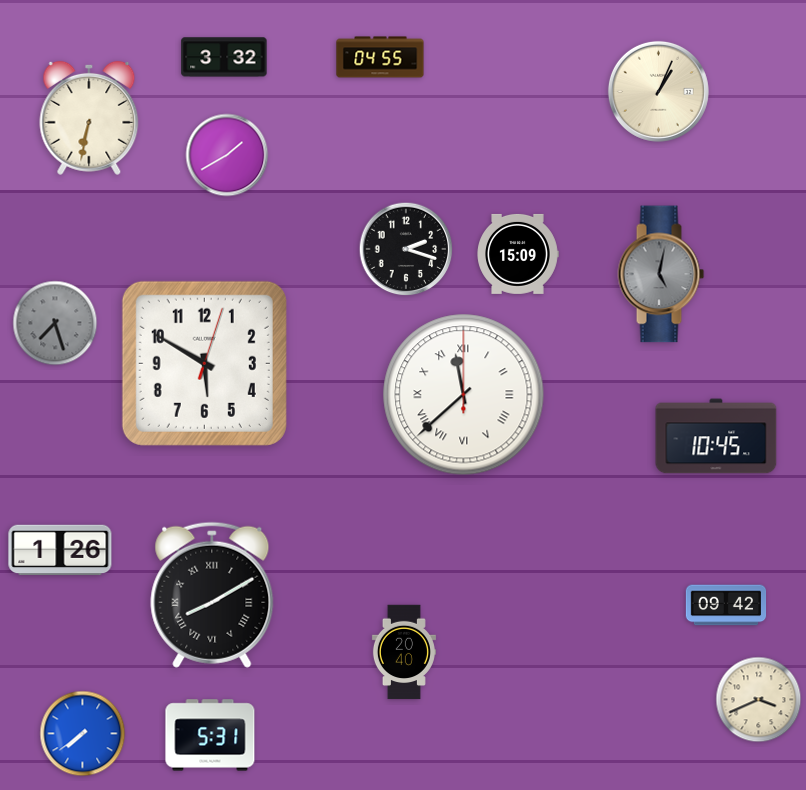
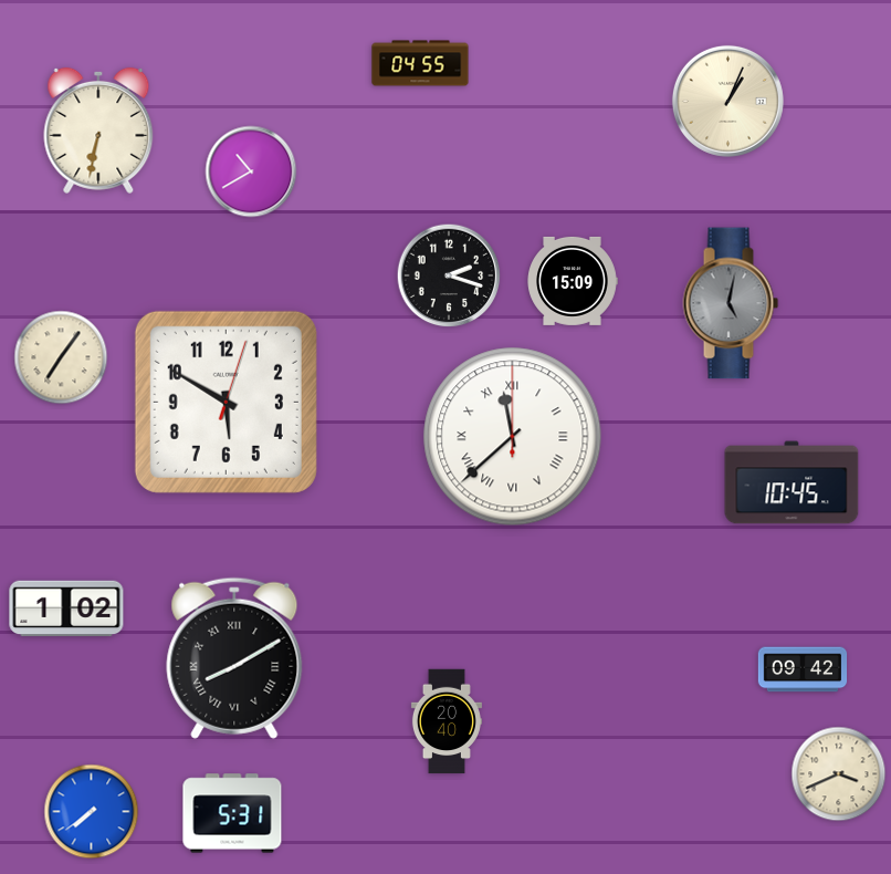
clock at (224, 57): 3:32 -> none
clock at (227, 155): 1:40 -> 10:40
clock at (55, 323): 7:27 -> 7:06
clock at (55, 323) dial: grey -> cream
clock at (60, 550): 1:26 -> 1:02
